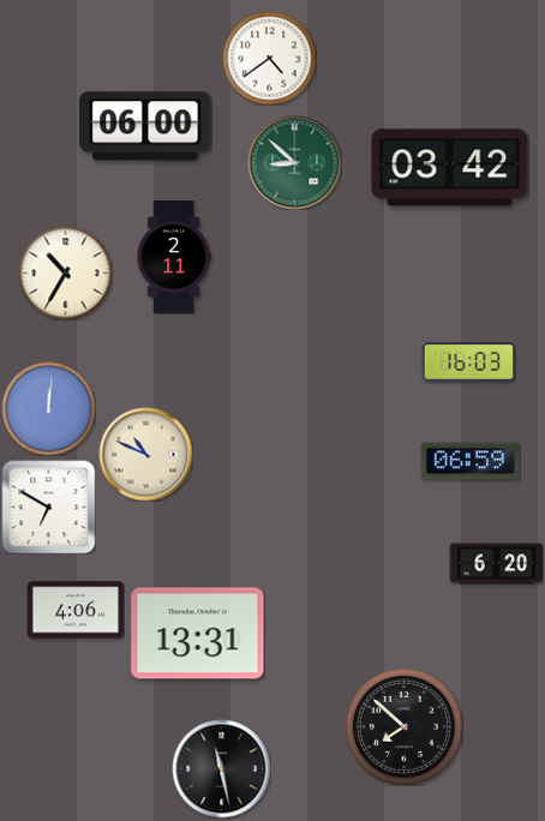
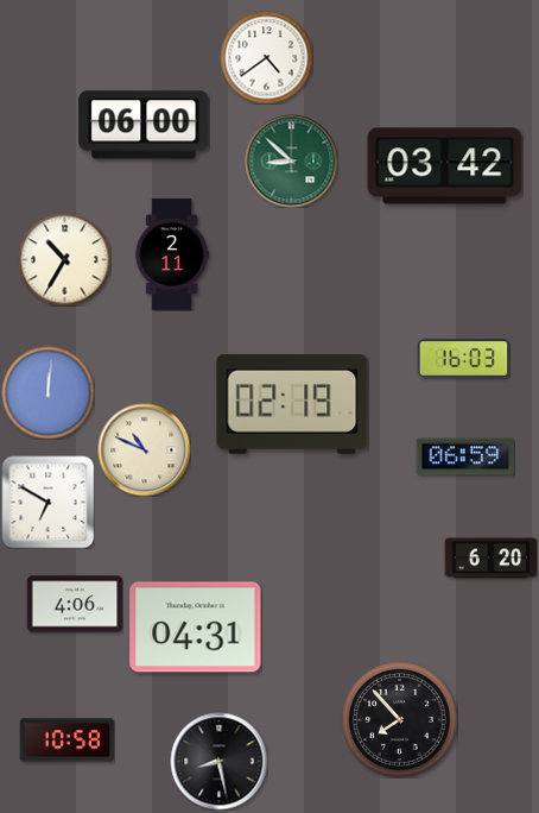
clock at (65, 272) position: (65, 272) -> (64, 259)
clock at (48, 408) position: (48, 408) -> (47, 392)
clock at (292, 404): none -> 02:19
clock at (198, 634): 13:31 -> 04:31
clock at (403, 726): 7:52 -> 7:53
clock at (66, 740): none -> 10:58
clock at (221, 768): 11:28 -> 8:28
